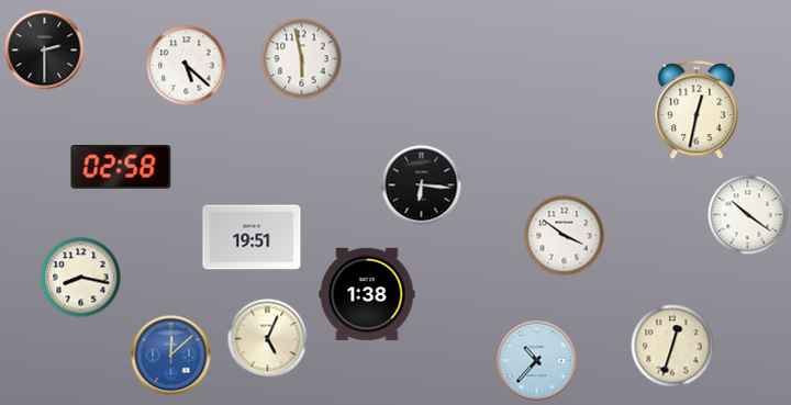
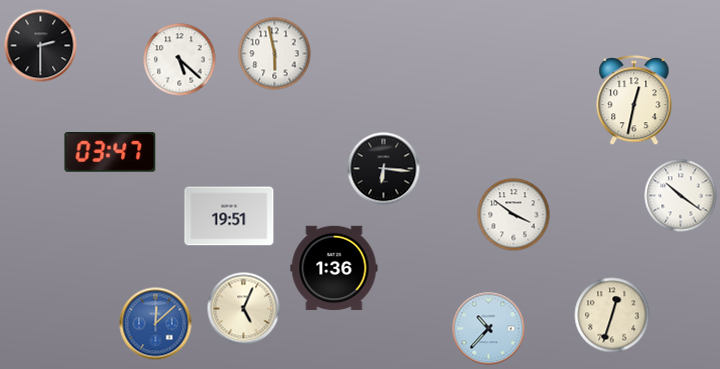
clock at (187, 66) position: (187, 66) -> (180, 60)
clock at (121, 168): 02:58 -> 03:47
clock at (81, 278): 8:17 -> none
clock at (367, 294): 1:38 -> 1:36
